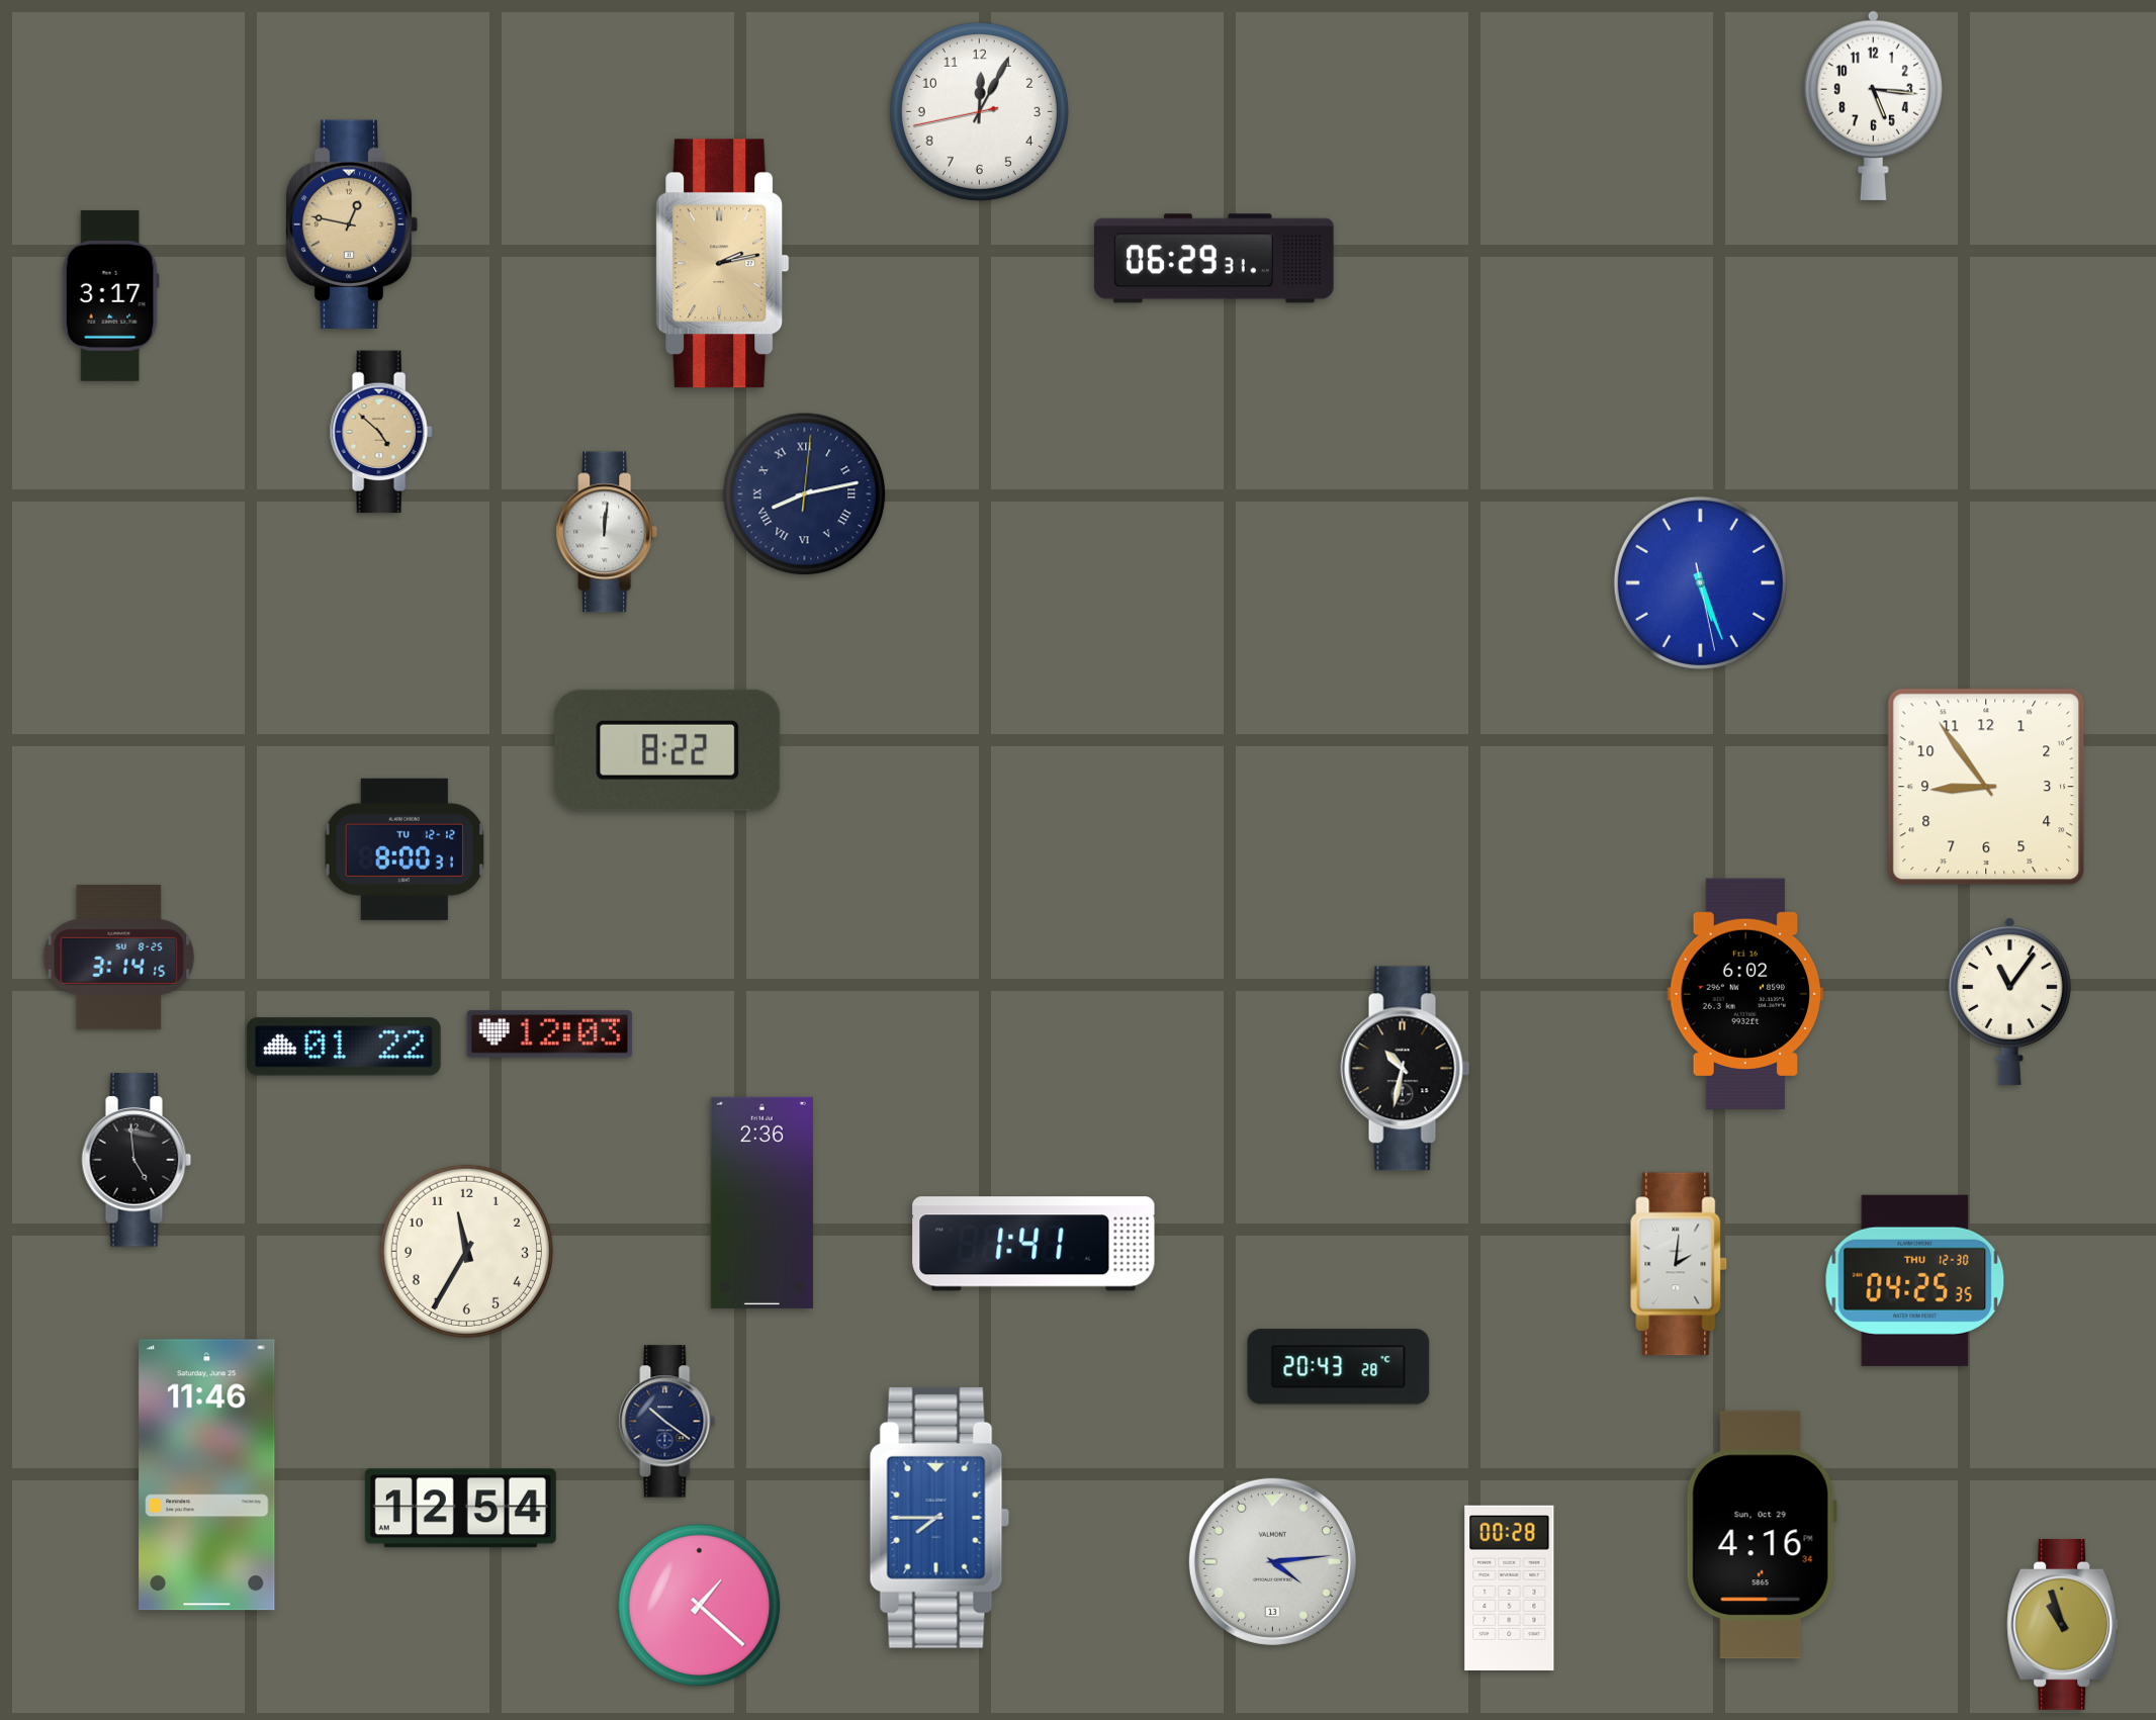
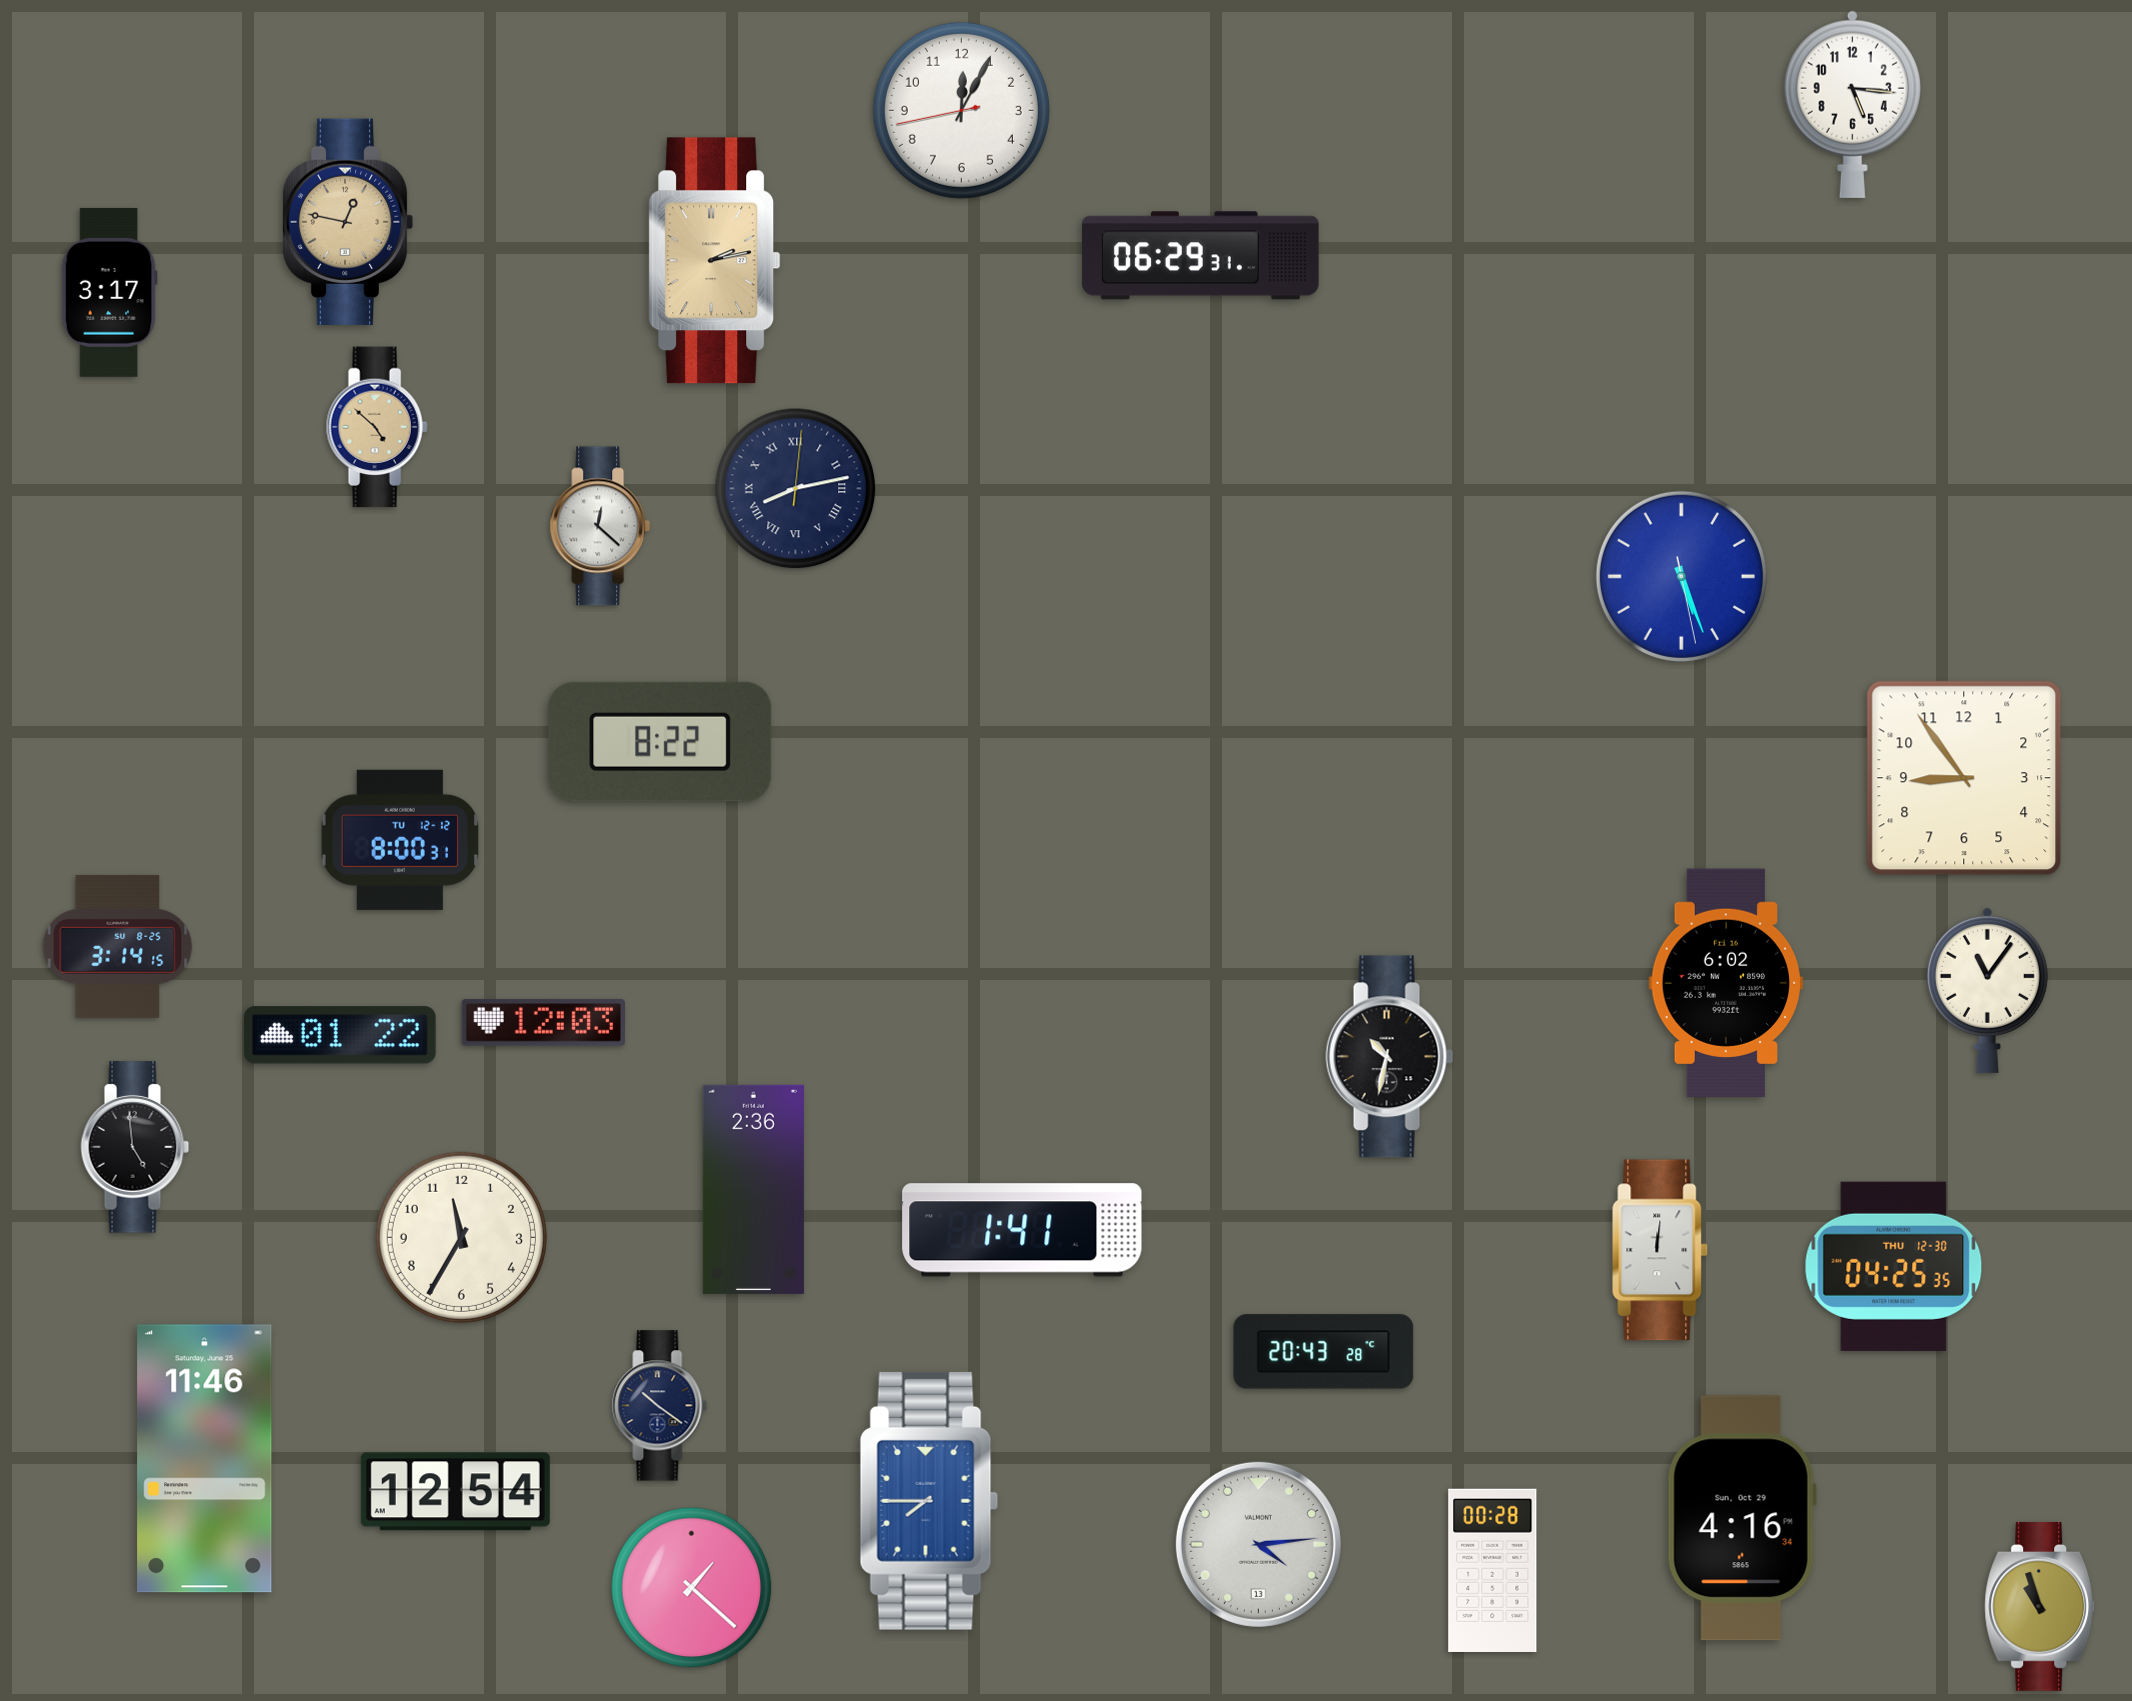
clock at (979, 111) position: (979, 111) -> (961, 110)
clock at (607, 532): 12:01 -> 12:22
clock at (1679, 1264): 2:01 -> 12:01
